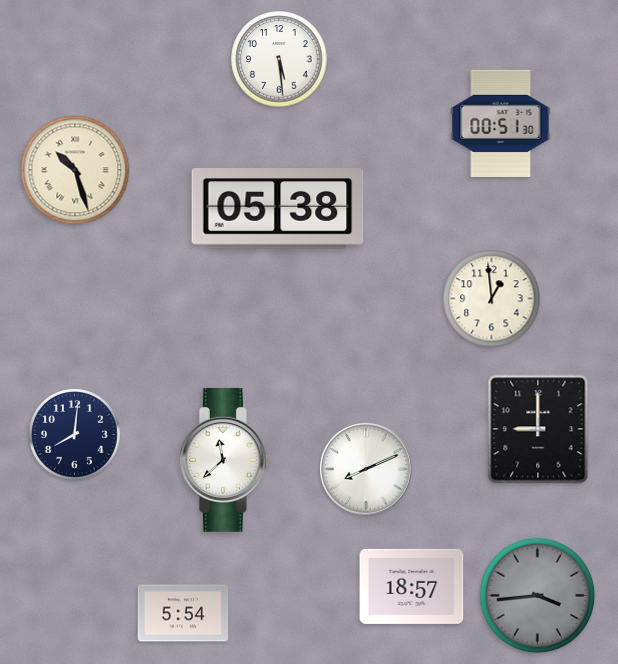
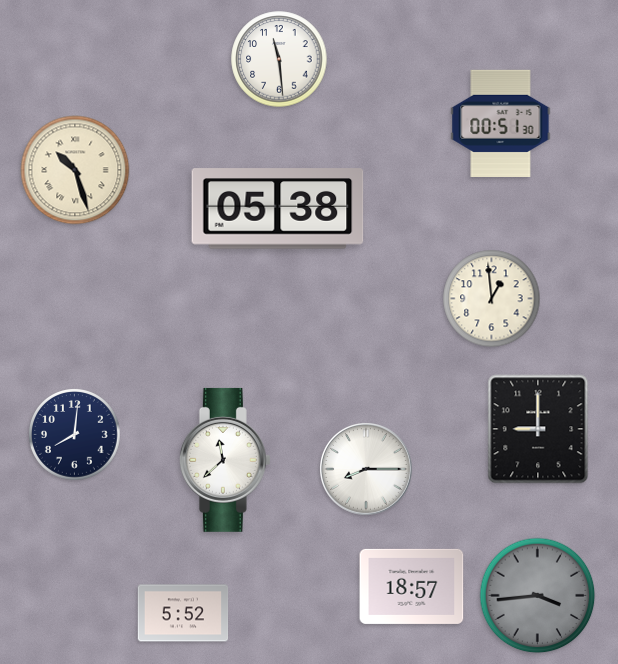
clock at (279, 59): 5:29 -> 11:29
clock at (367, 470): 8:11 -> 8:15
clock at (183, 613): 5:54 -> 5:52
